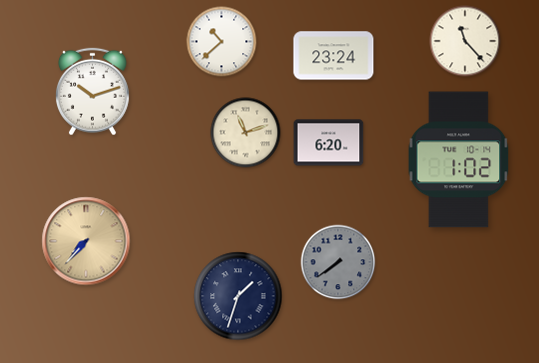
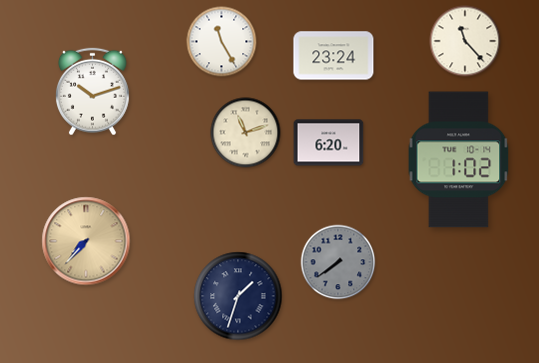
clock at (222, 42): 10:38 -> 11:25
